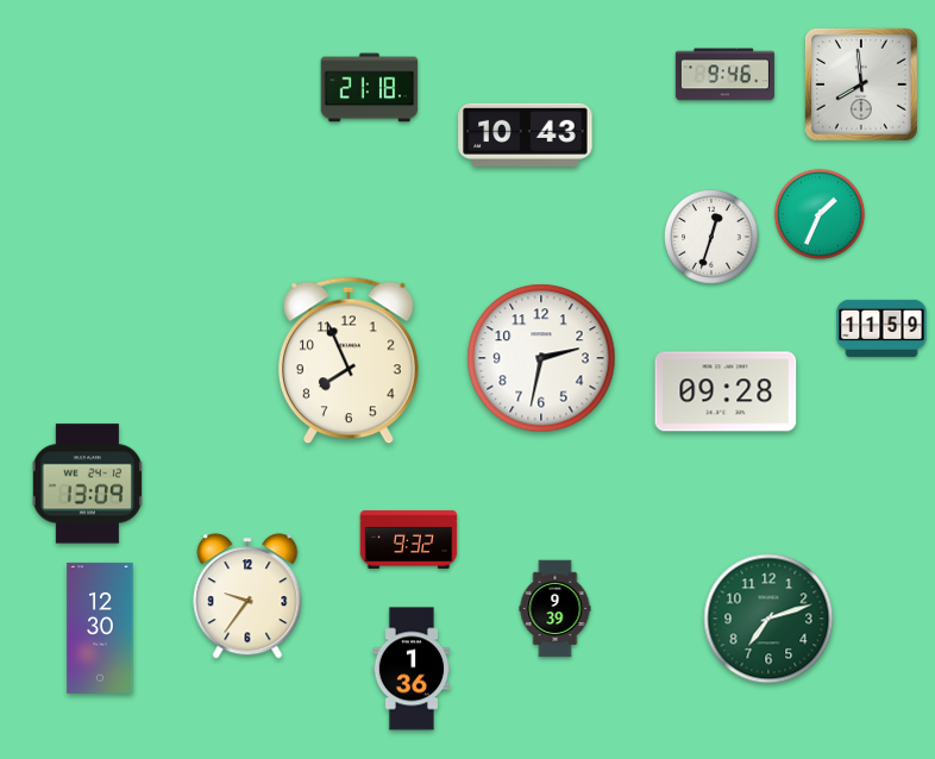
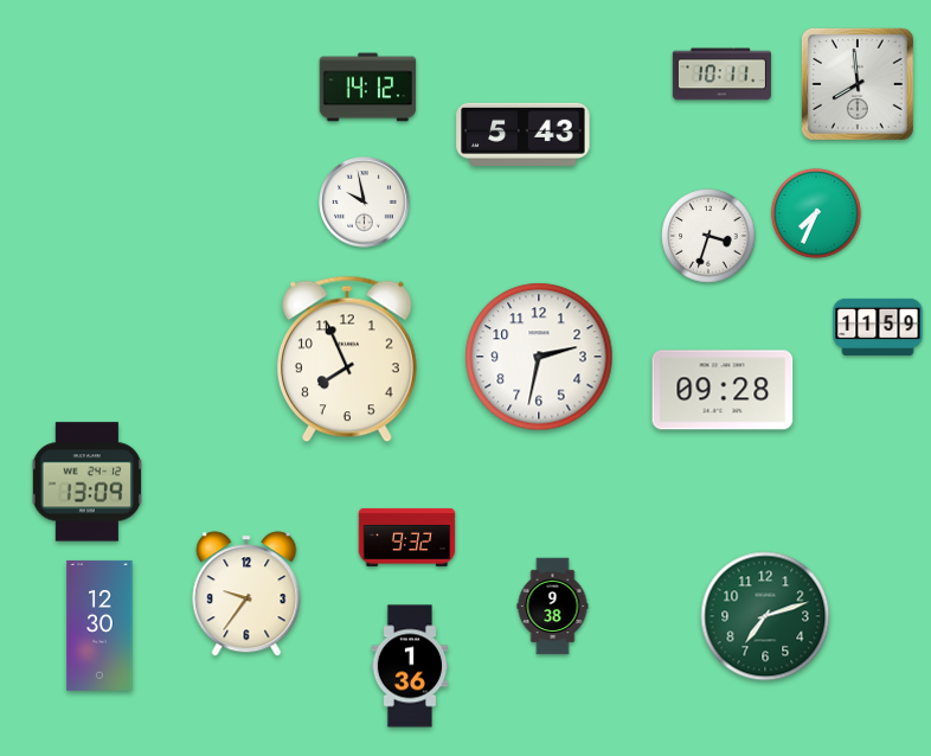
clock at (724, 75): 9:46 -> 10:11
clock at (370, 88): 21:18 -> 14:12
clock at (526, 134): 10:43 -> 5:43
clock at (365, 203): none -> 9:58
clock at (820, 214): 1:34 -> 7:34
clock at (711, 237): 12:33 -> 3:33
clock at (556, 609): 9:39 -> 9:38
